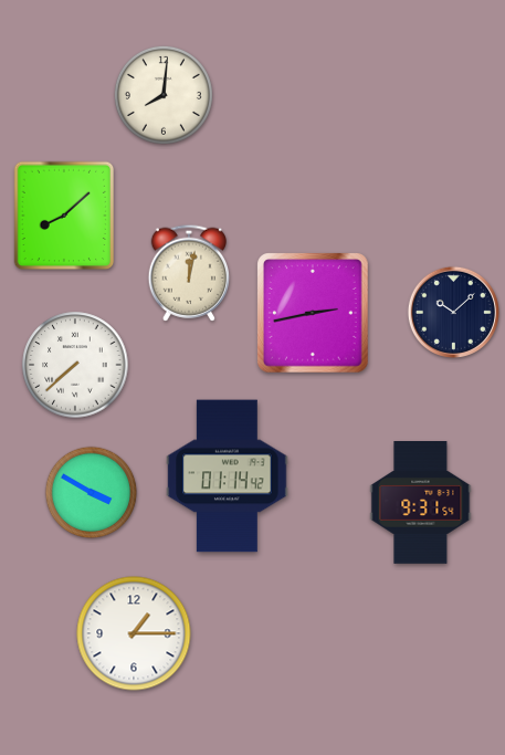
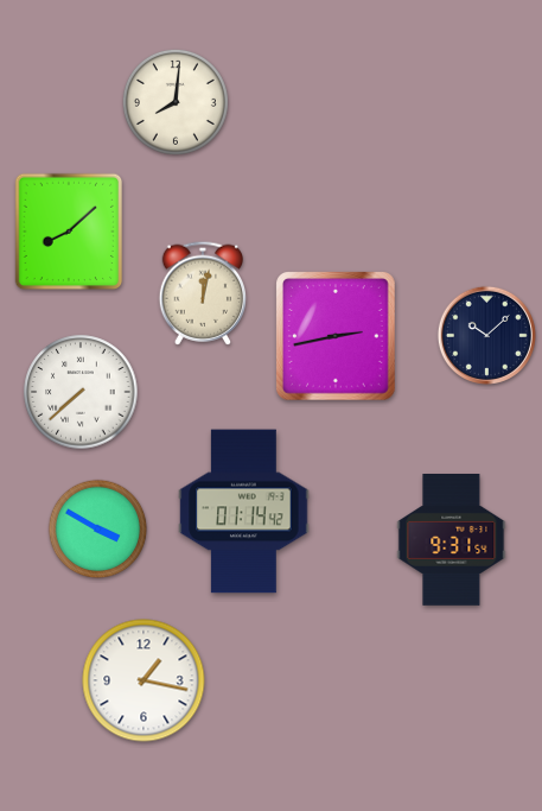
clock at (134, 633): 1:15 -> 1:17
